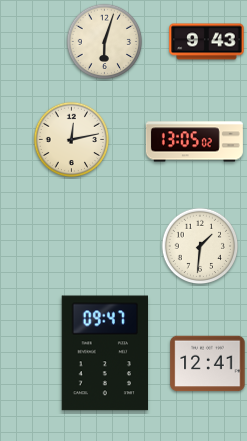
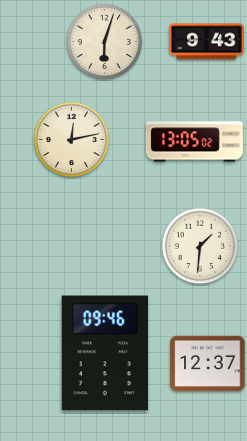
clock at (104, 353): 09:47 -> 09:46
clock at (208, 364): 12:41 -> 12:37
